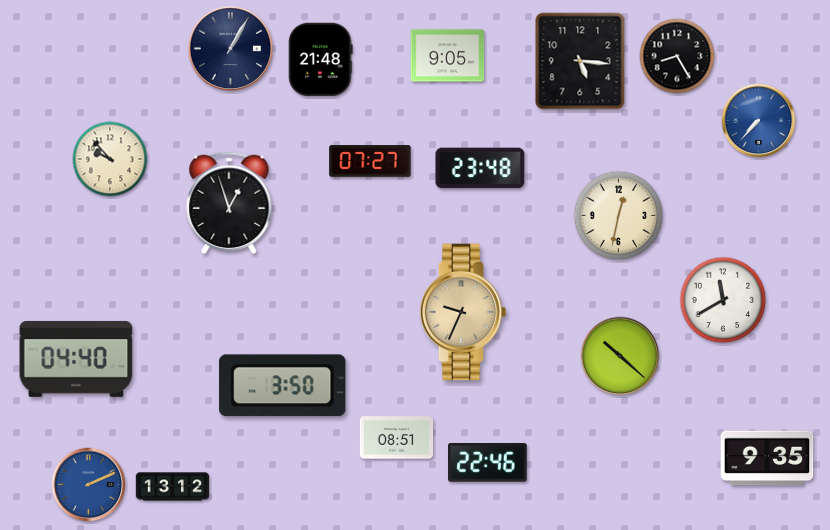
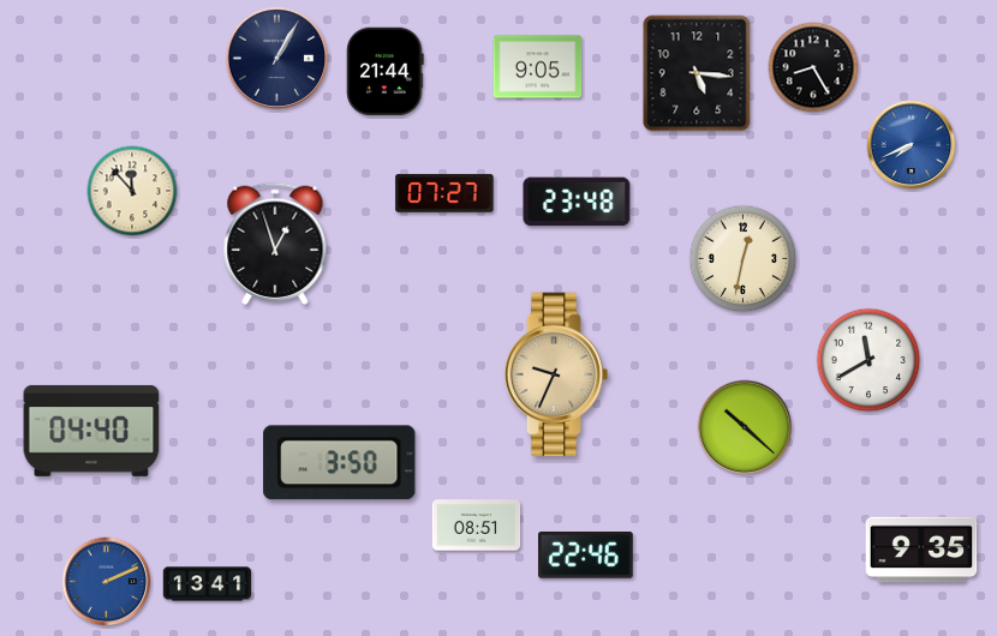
clock at (321, 60): 21:48 -> 21:44
clock at (759, 121): 7:37 -> 7:41
clock at (110, 159): 9:53 -> 11:53
clock at (173, 487): 13:12 -> 13:41
